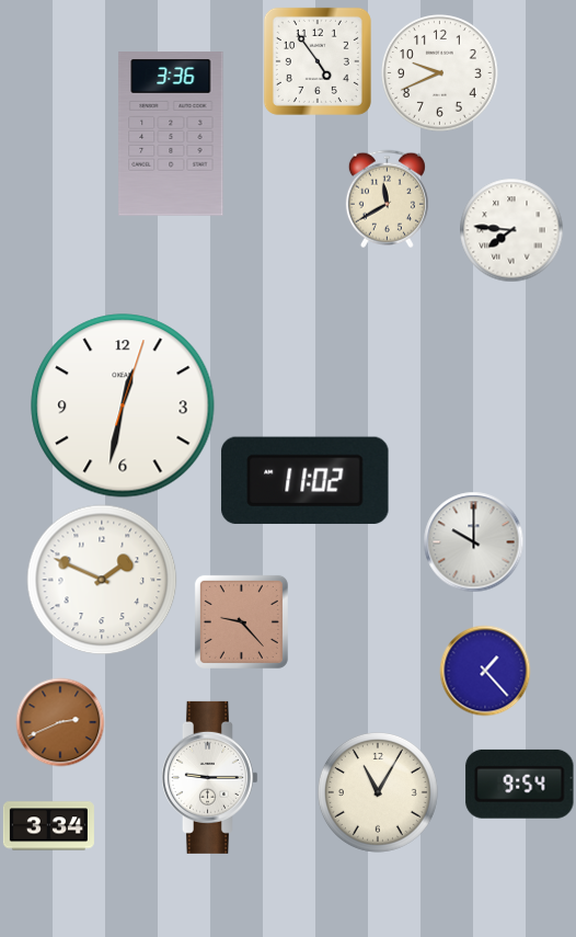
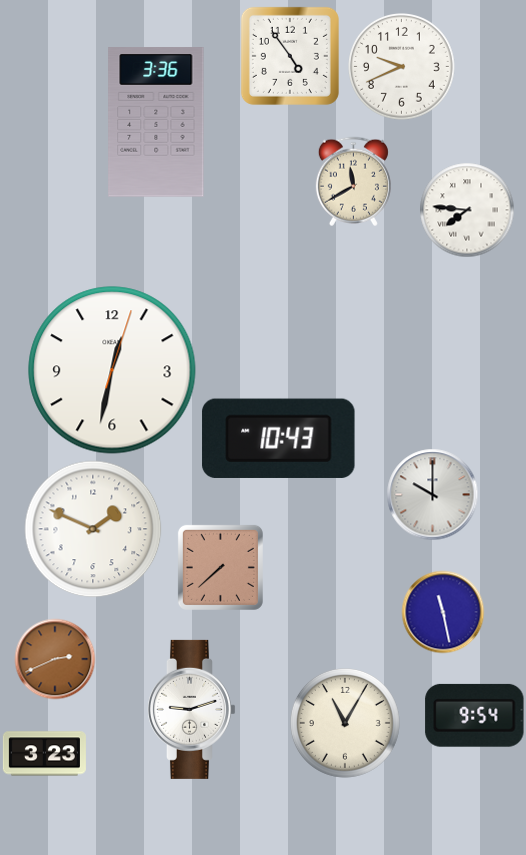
clock at (306, 480): 11:02 -> 10:43
clock at (241, 621): 9:23 -> 7:38
clock at (485, 671): 1:23 -> 11:28
clock at (209, 777): 9:15 -> 9:12
clock at (48, 826): 3:34 -> 3:23
